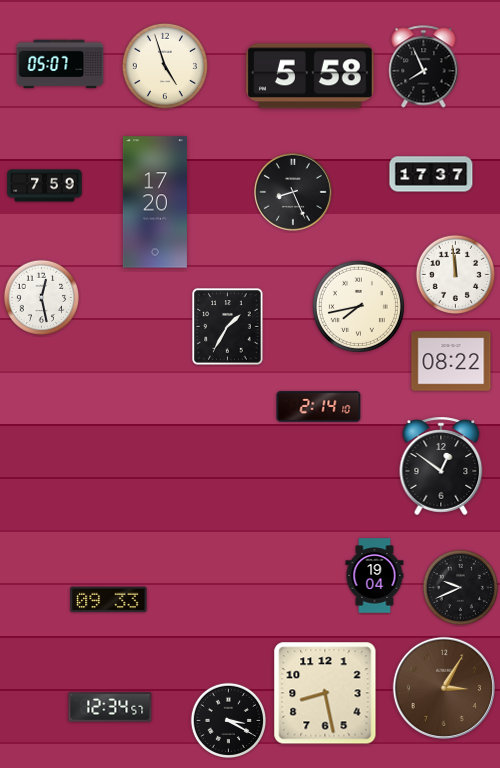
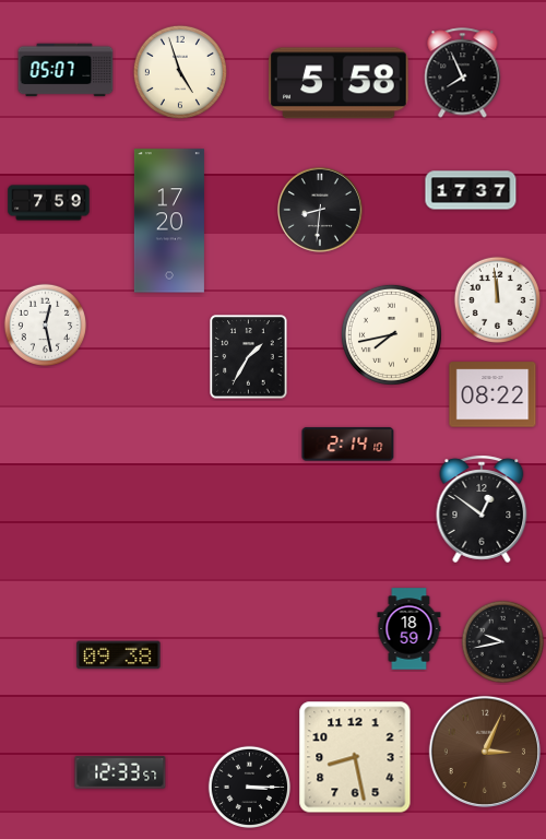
clock at (293, 192): 8:26 -> 8:31
clock at (375, 576): 19:04 -> 18:59
clock at (461, 588): 9:41 -> 9:43
clock at (109, 600): 09:33 -> 09:38
clock at (444, 688): 3:05 -> 3:04
clock at (110, 707): 12:34 -> 12:33
clock at (229, 721): 3:20 -> 3:15
